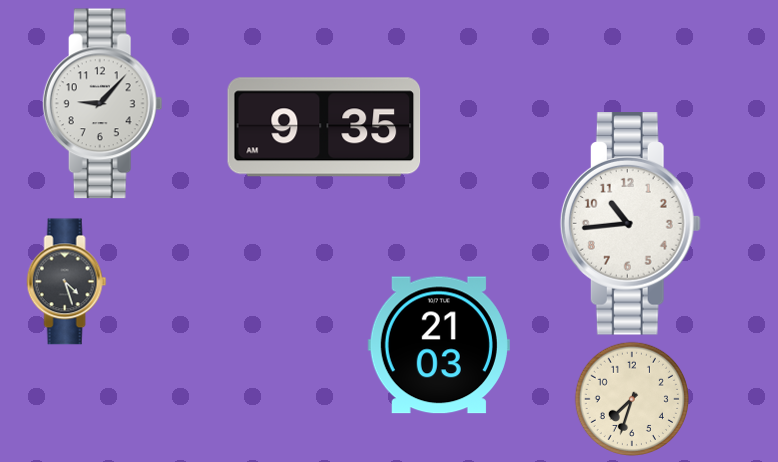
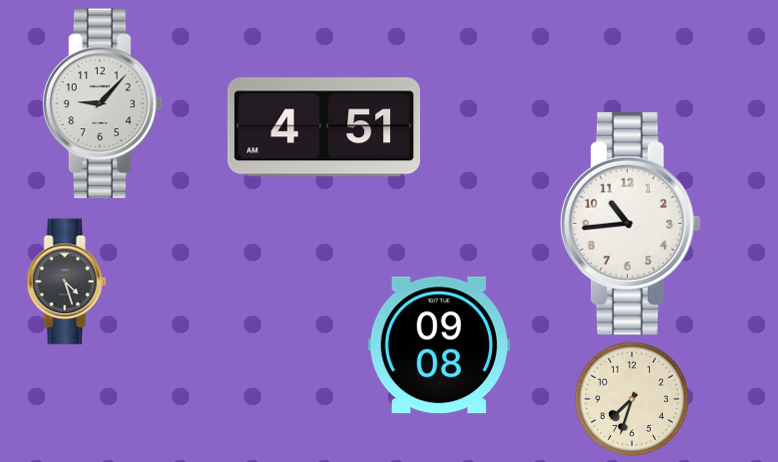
clock at (324, 127): 9:35 -> 4:51
clock at (439, 345): 21:03 -> 09:08
